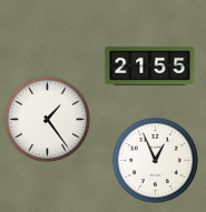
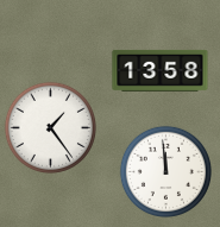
clock at (150, 65): 21:55 -> 13:58
clock at (155, 160): 12:56 -> 11:59
